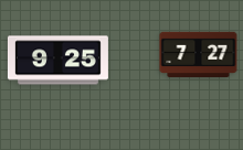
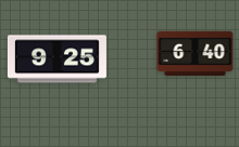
clock at (199, 55): 7:27 -> 6:40
